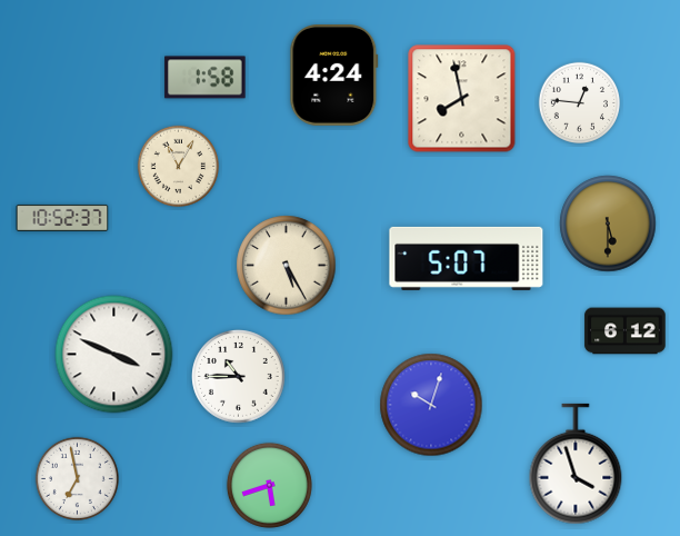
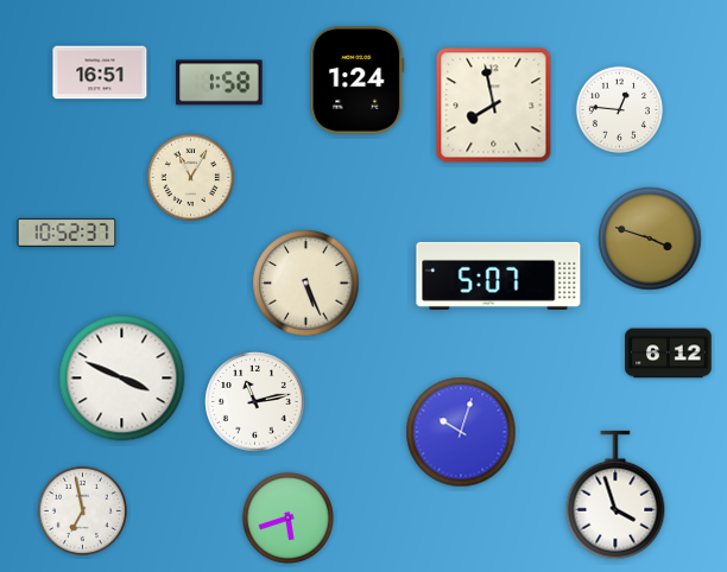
clock at (100, 72): none -> 16:51
clock at (334, 76): 4:24 -> 1:24
clock at (608, 224): 5:30 -> 3:48
clock at (287, 266): 5:25 -> 5:26
clock at (239, 377): 10:45 -> 11:13
